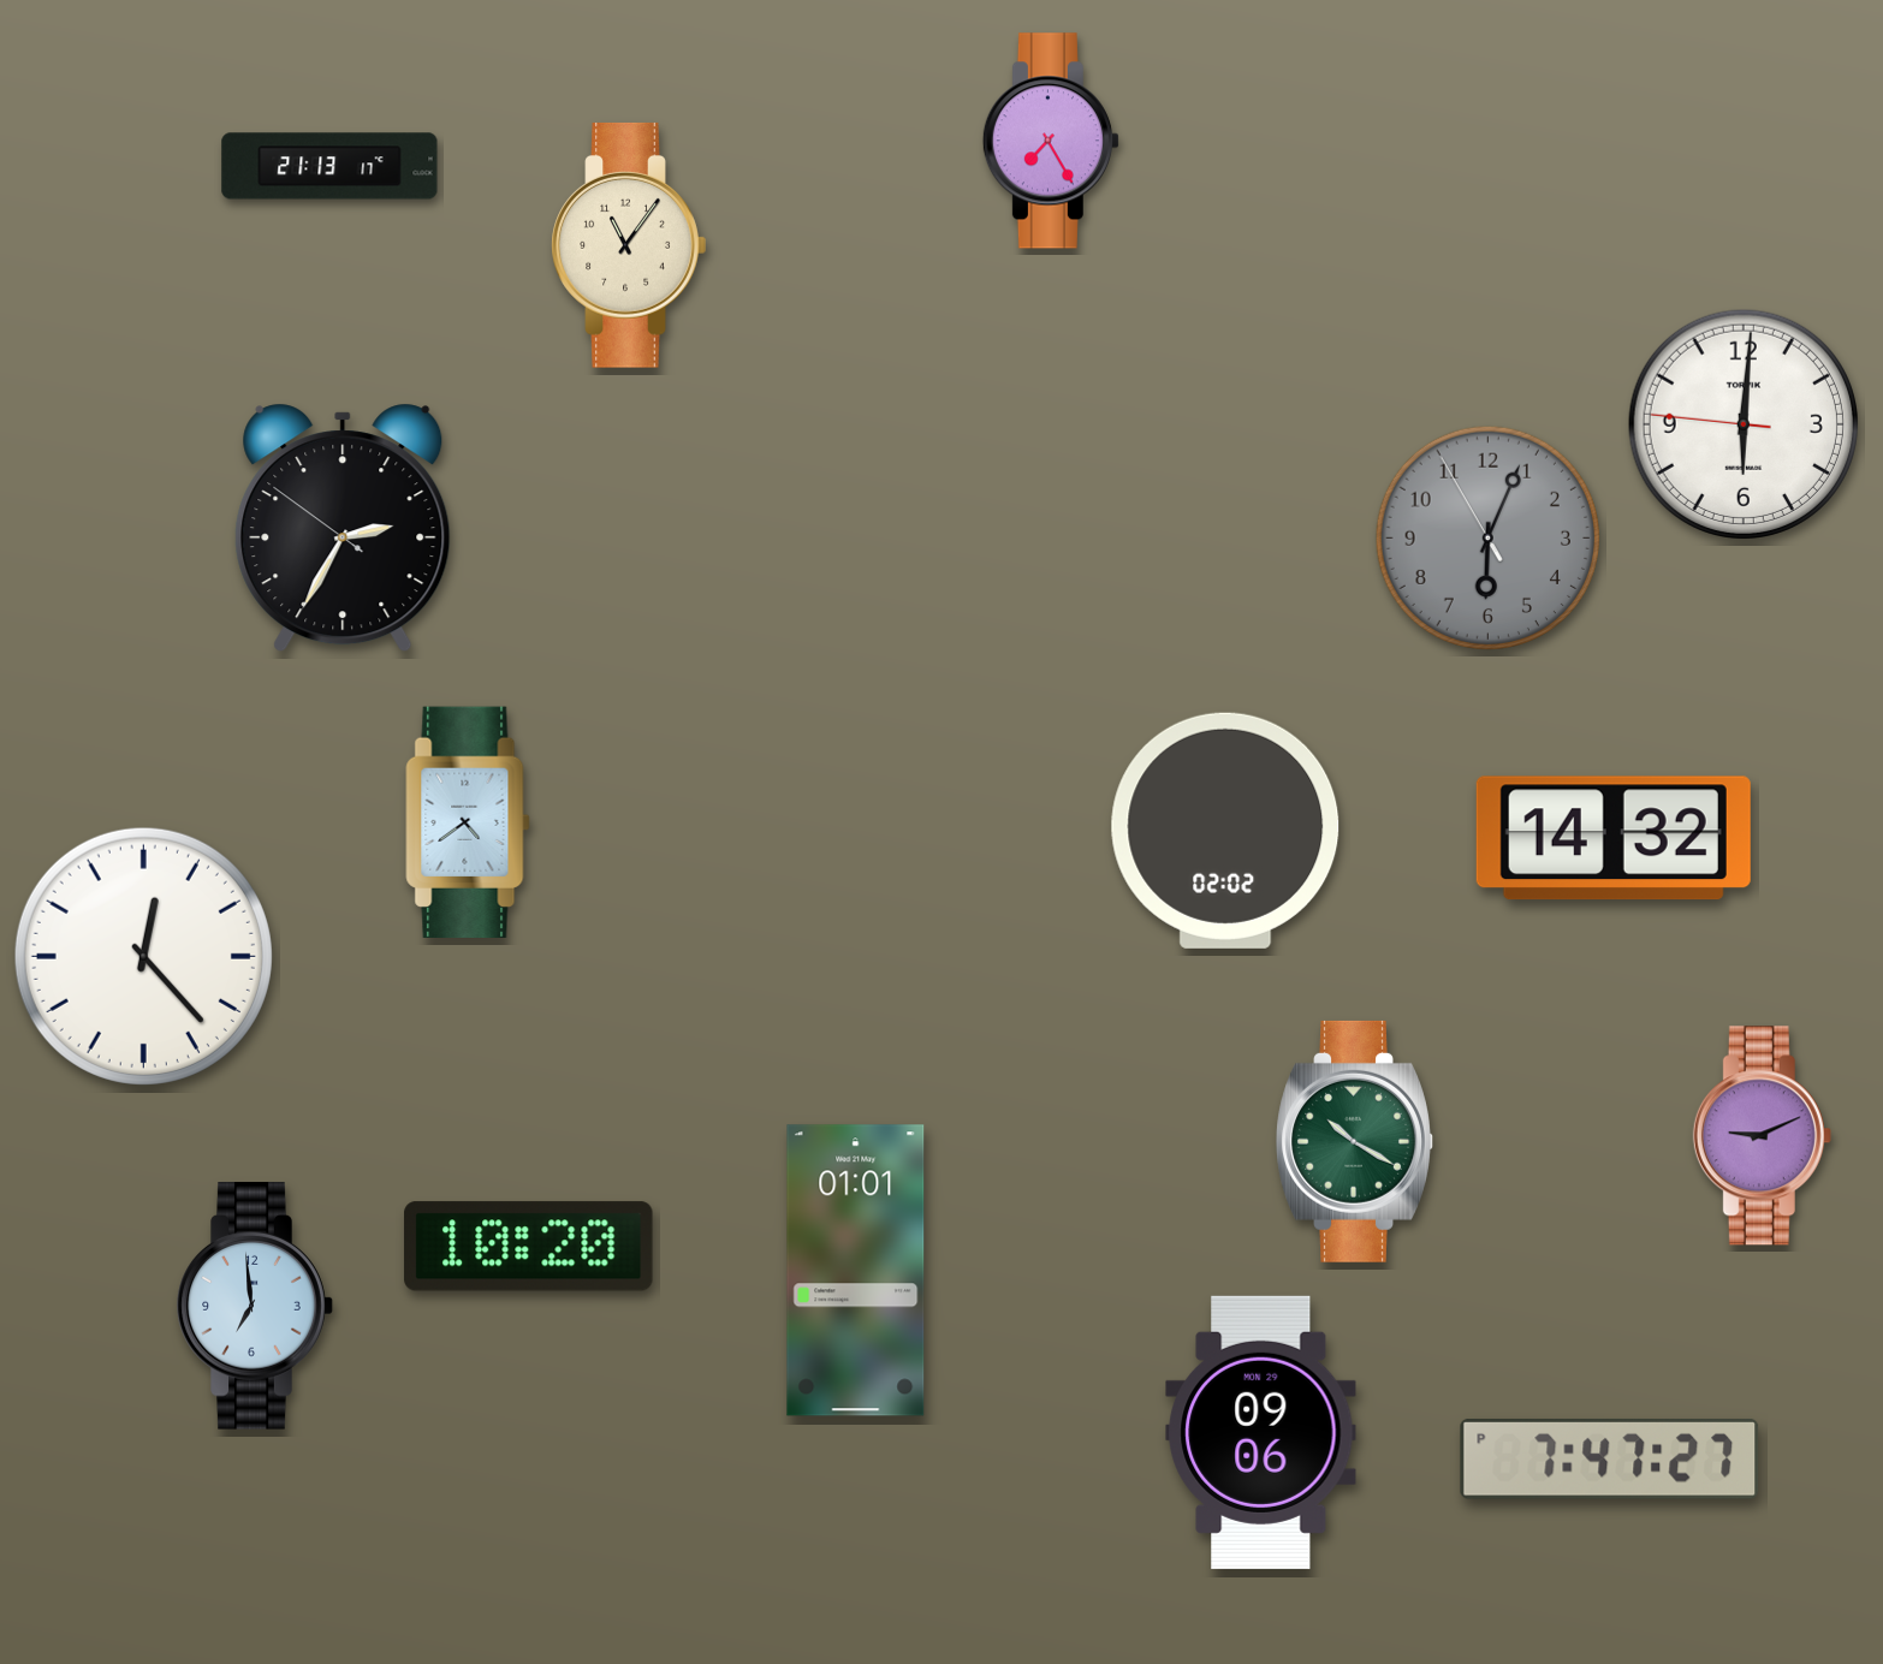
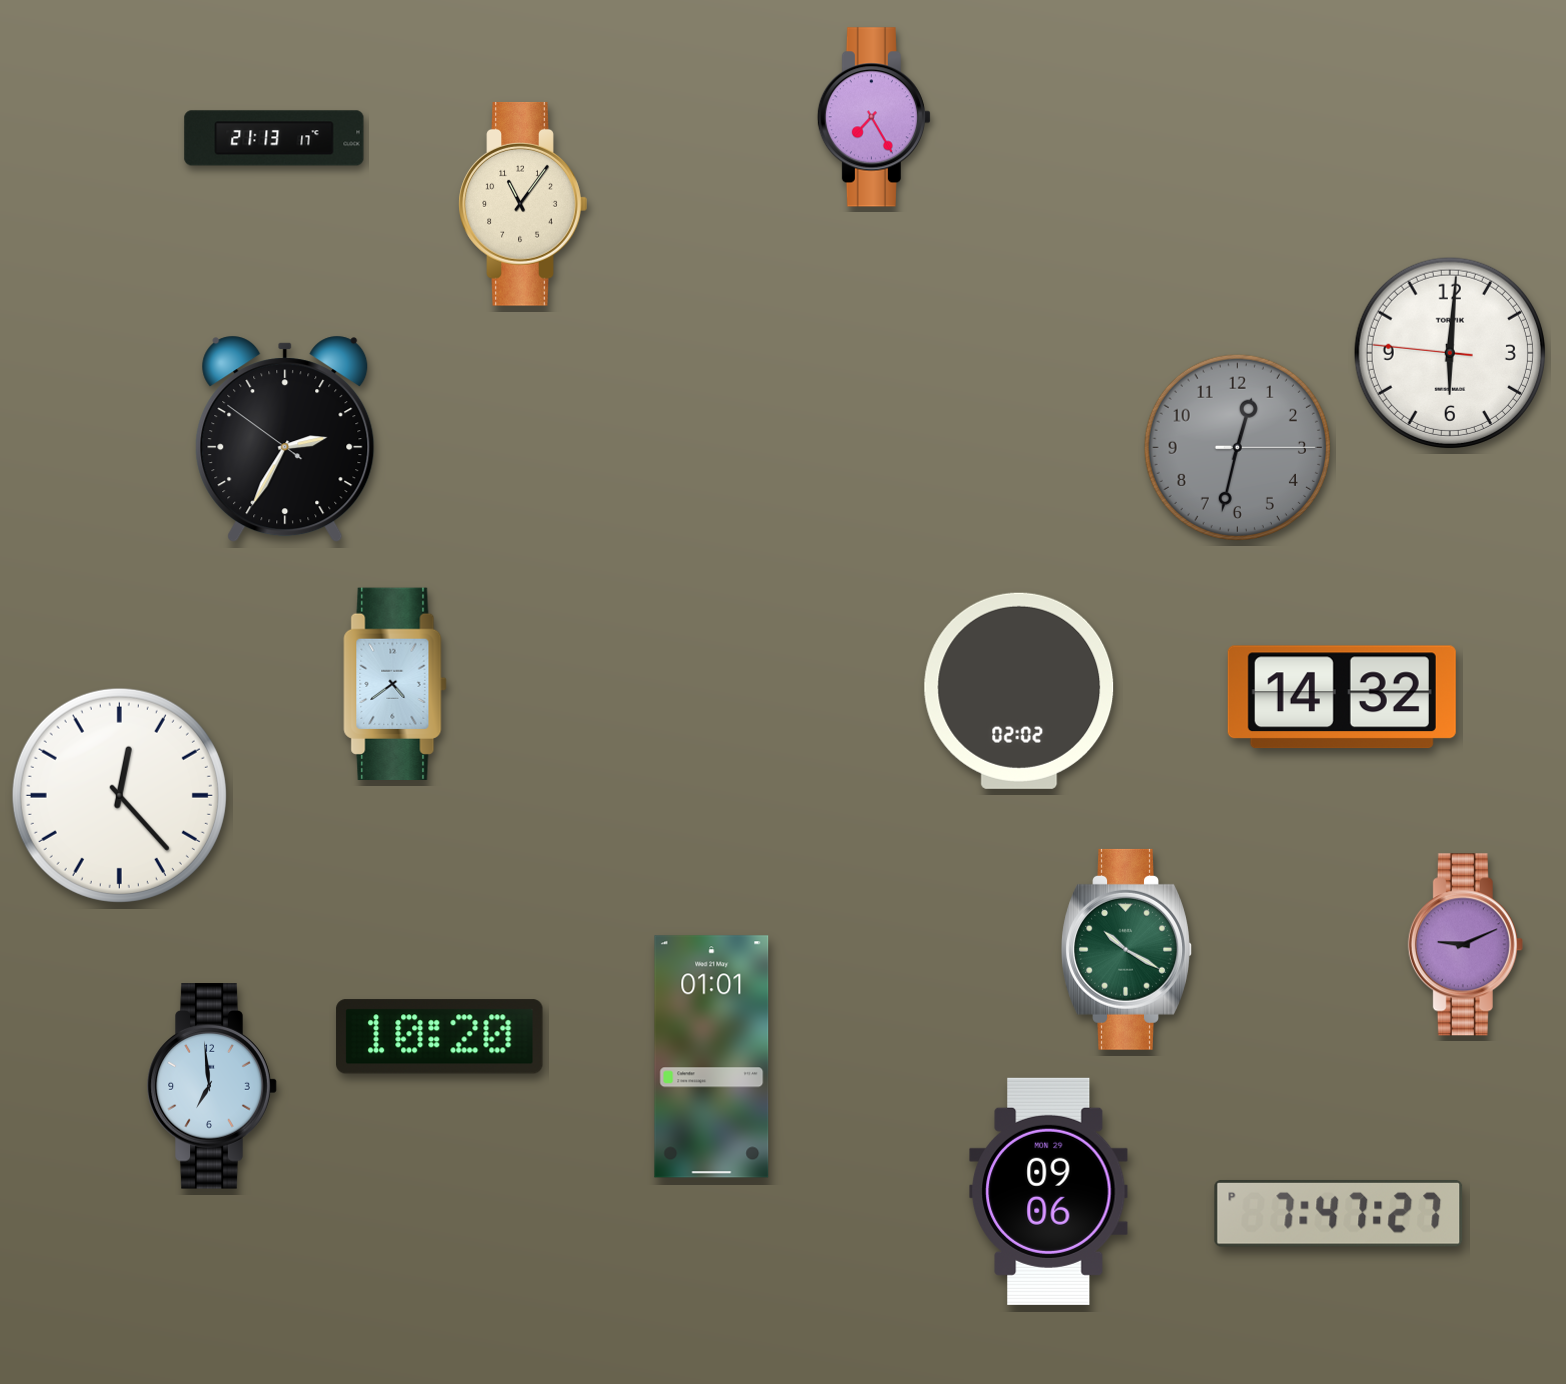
clock at (1487, 537): 6:03 -> 12:32
clock at (468, 821) position: (468, 821) -> (395, 683)
